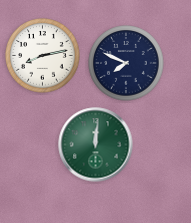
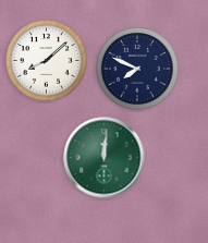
clock at (43, 56): 8:13 -> 8:08
